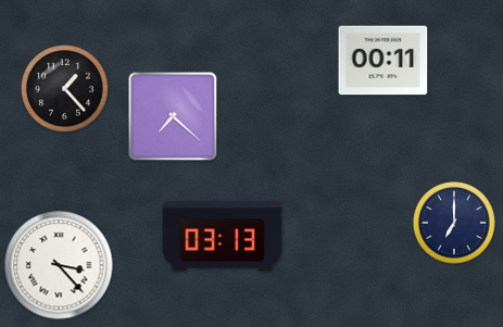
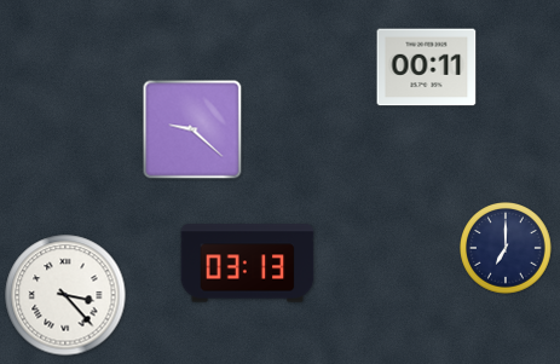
clock at (65, 89): 1:23 -> none
clock at (173, 116): 7:22 -> 9:22
